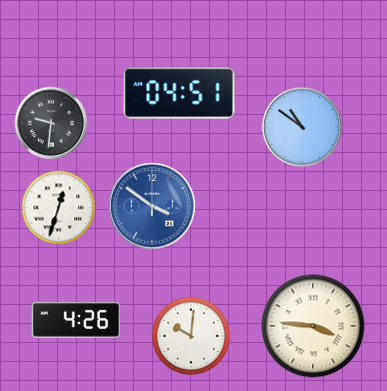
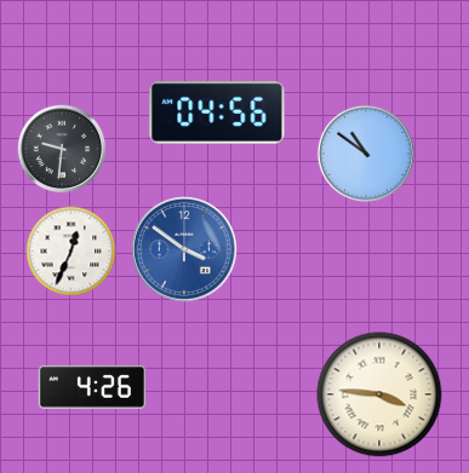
clock at (179, 94): 04:51 -> 04:56
clock at (59, 208): 12:33 -> 12:34
clock at (191, 336): 10:01 -> none
